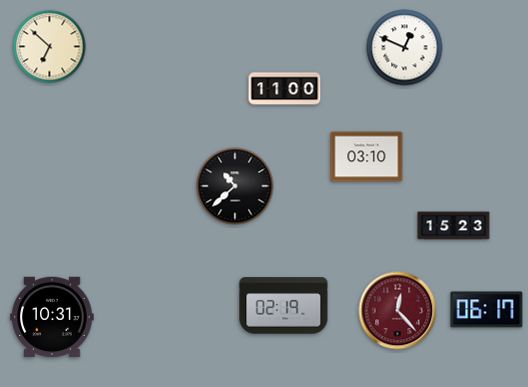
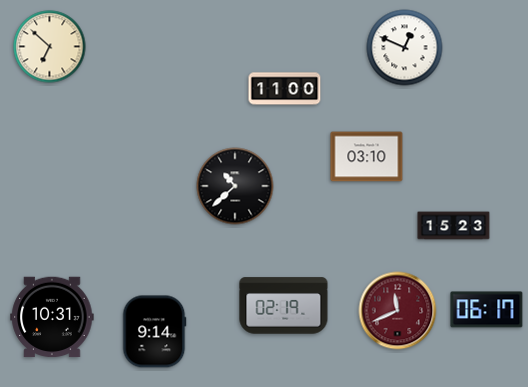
clock at (398, 311): 12:23 -> 11:41
clock at (155, 332): none -> 9:14
